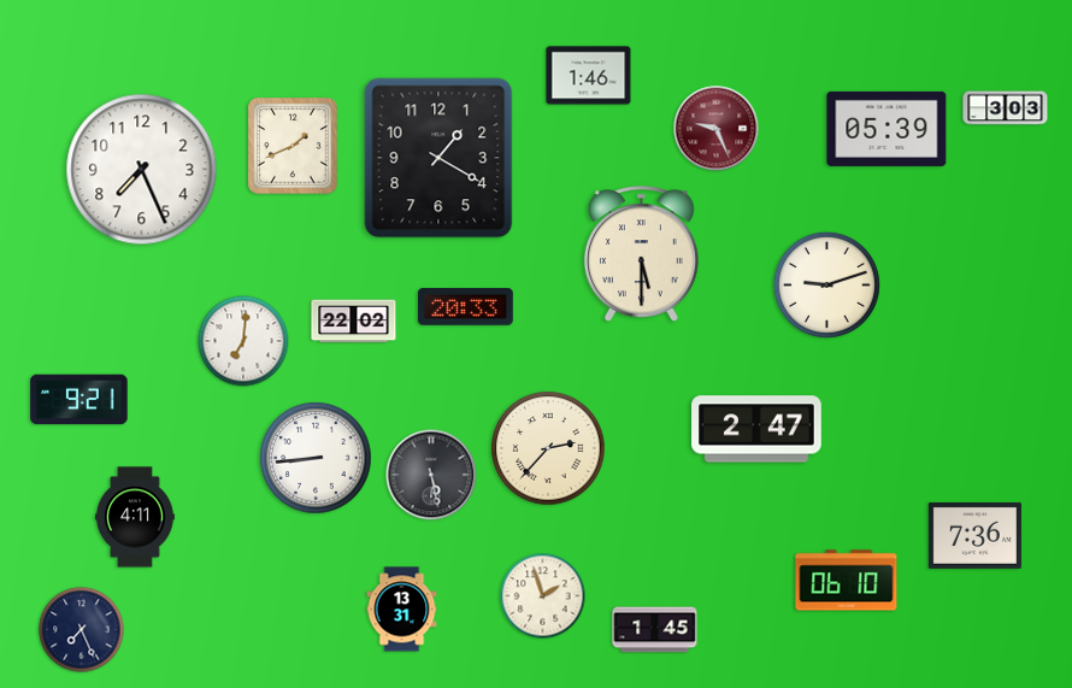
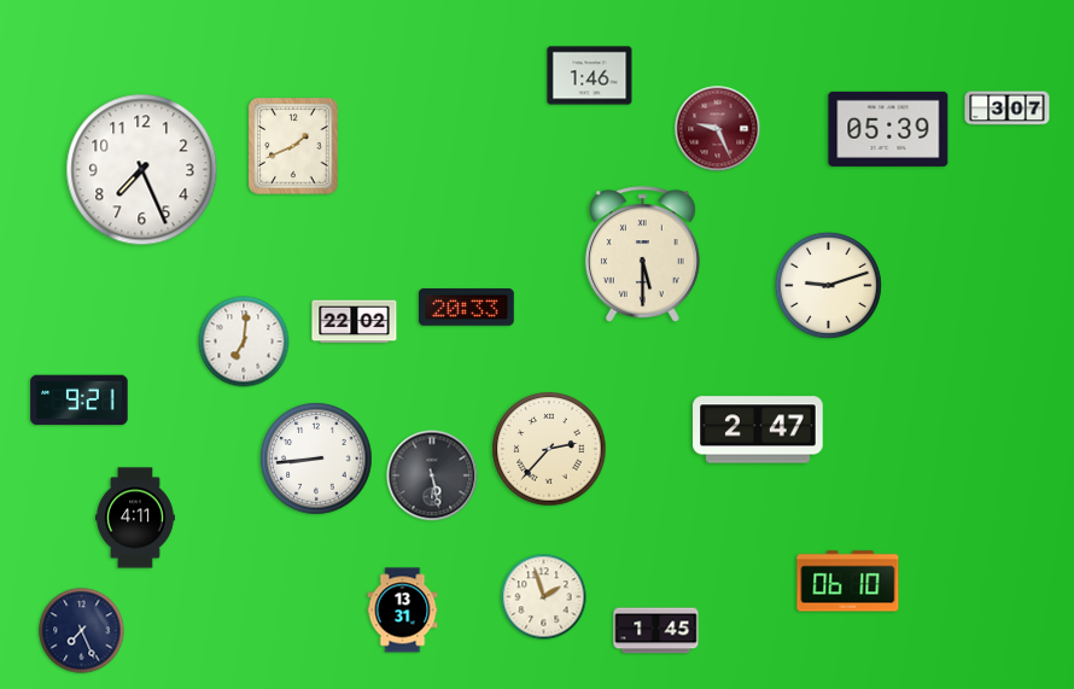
clock at (1006, 108): 3:03 -> 3:07
clock at (438, 158): 1:20 -> none
clock at (974, 535): 7:36 -> none
